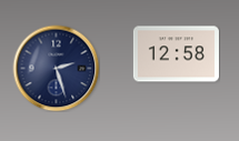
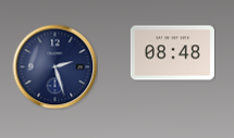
clock at (176, 54): 12:58 -> 08:48
